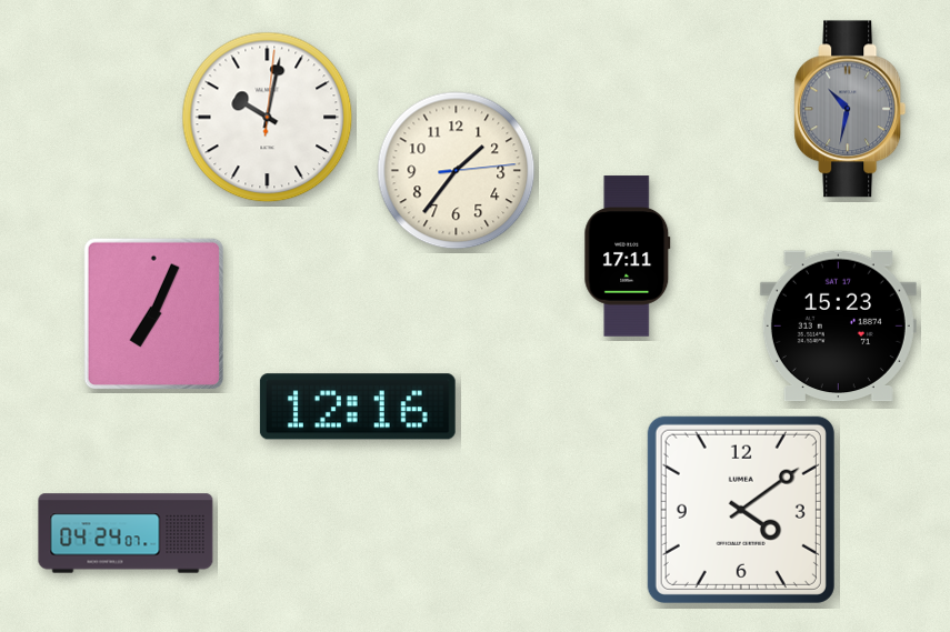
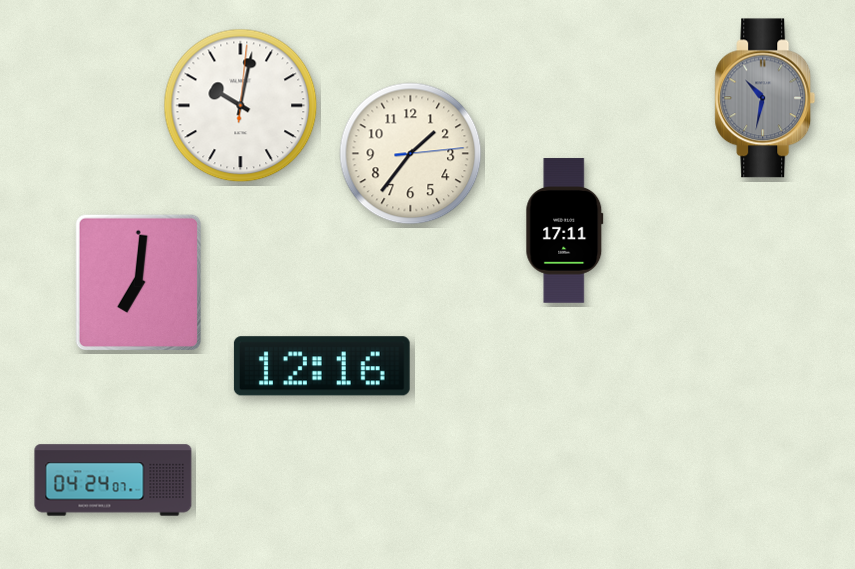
clock at (154, 314): 7:04 -> 7:01
clock at (838, 327): 15:23 -> none
clock at (741, 510): 4:09 -> none
